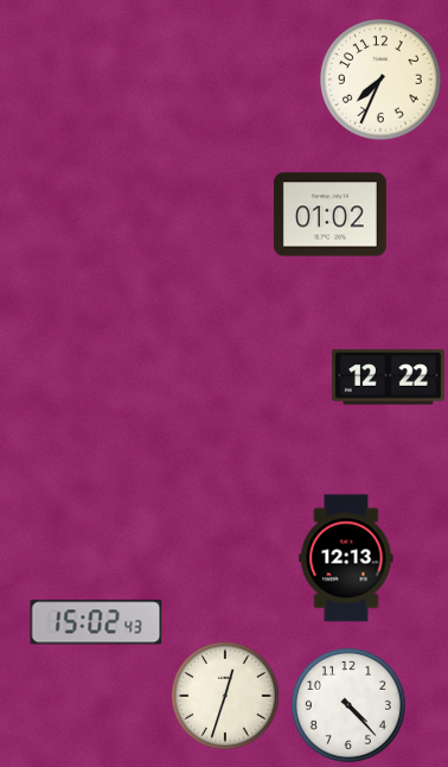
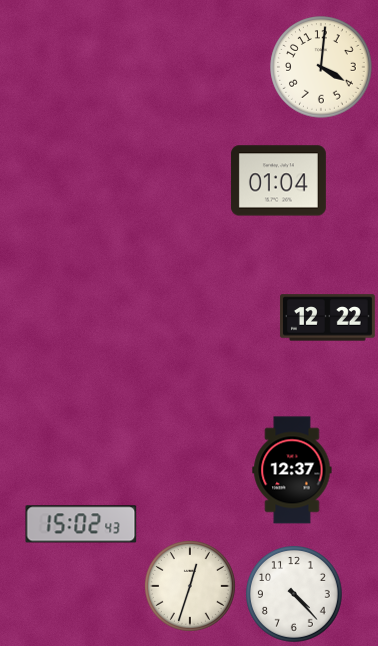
clock at (380, 80): 7:34 -> 4:01
clock at (329, 215): 01:02 -> 01:04
clock at (346, 558): 12:13 -> 12:37
